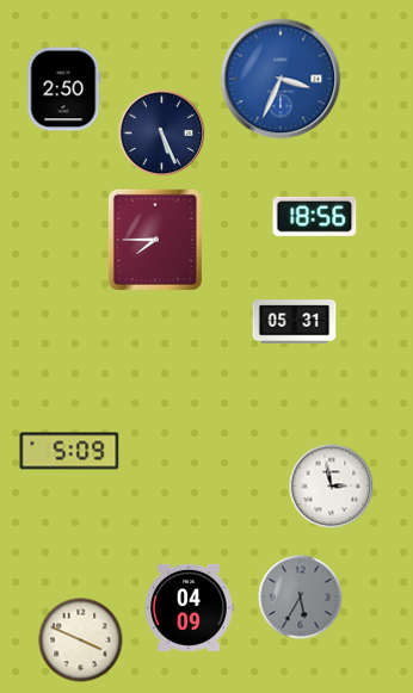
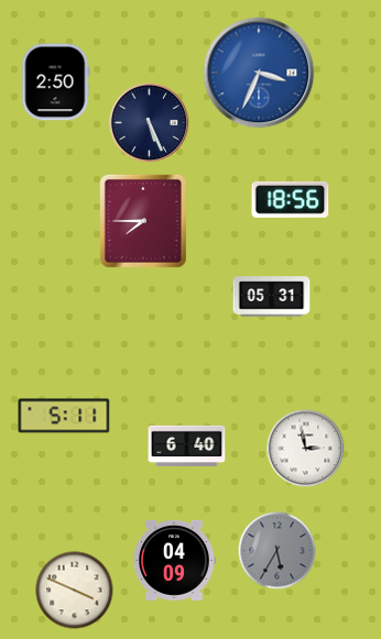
clock at (63, 89) position: (63, 89) -> (55, 82)
clock at (69, 451): 5:09 -> 5:11
clock at (187, 447): none -> 6:40
